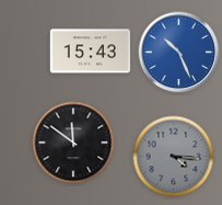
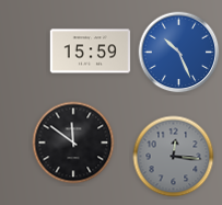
clock at (91, 52): 15:43 -> 15:59
clock at (174, 157): 4:16 -> 12:16
